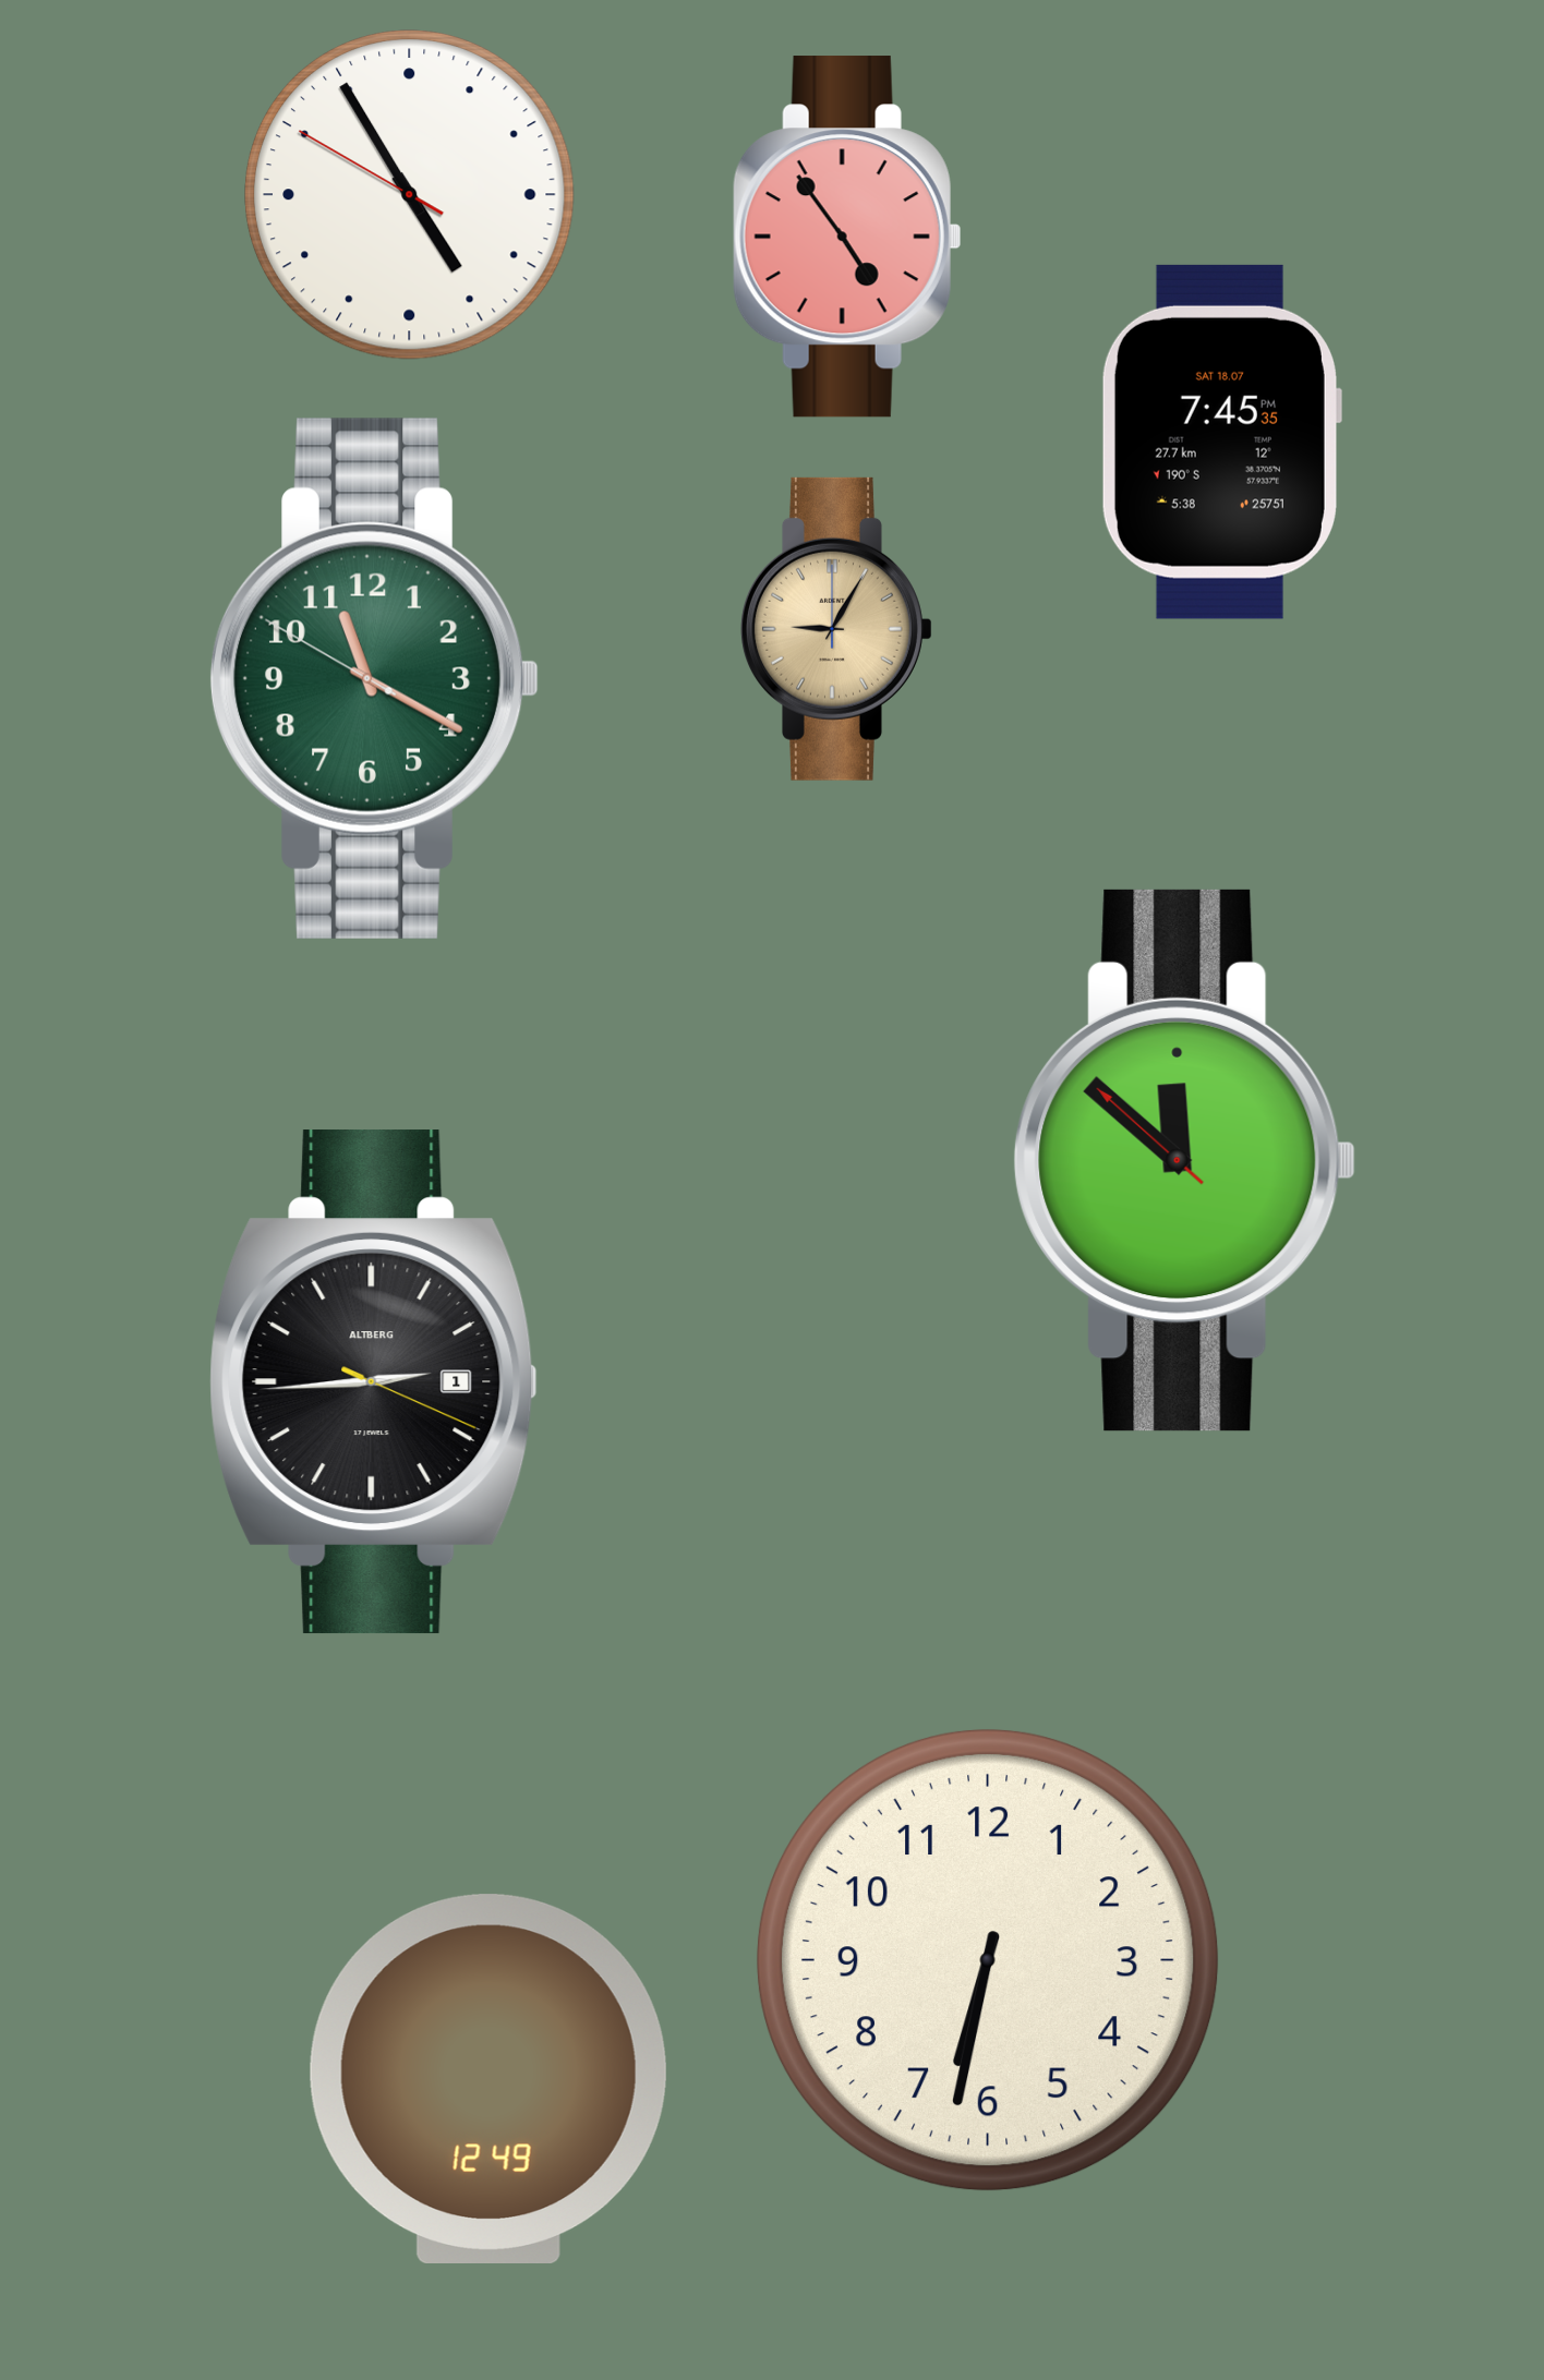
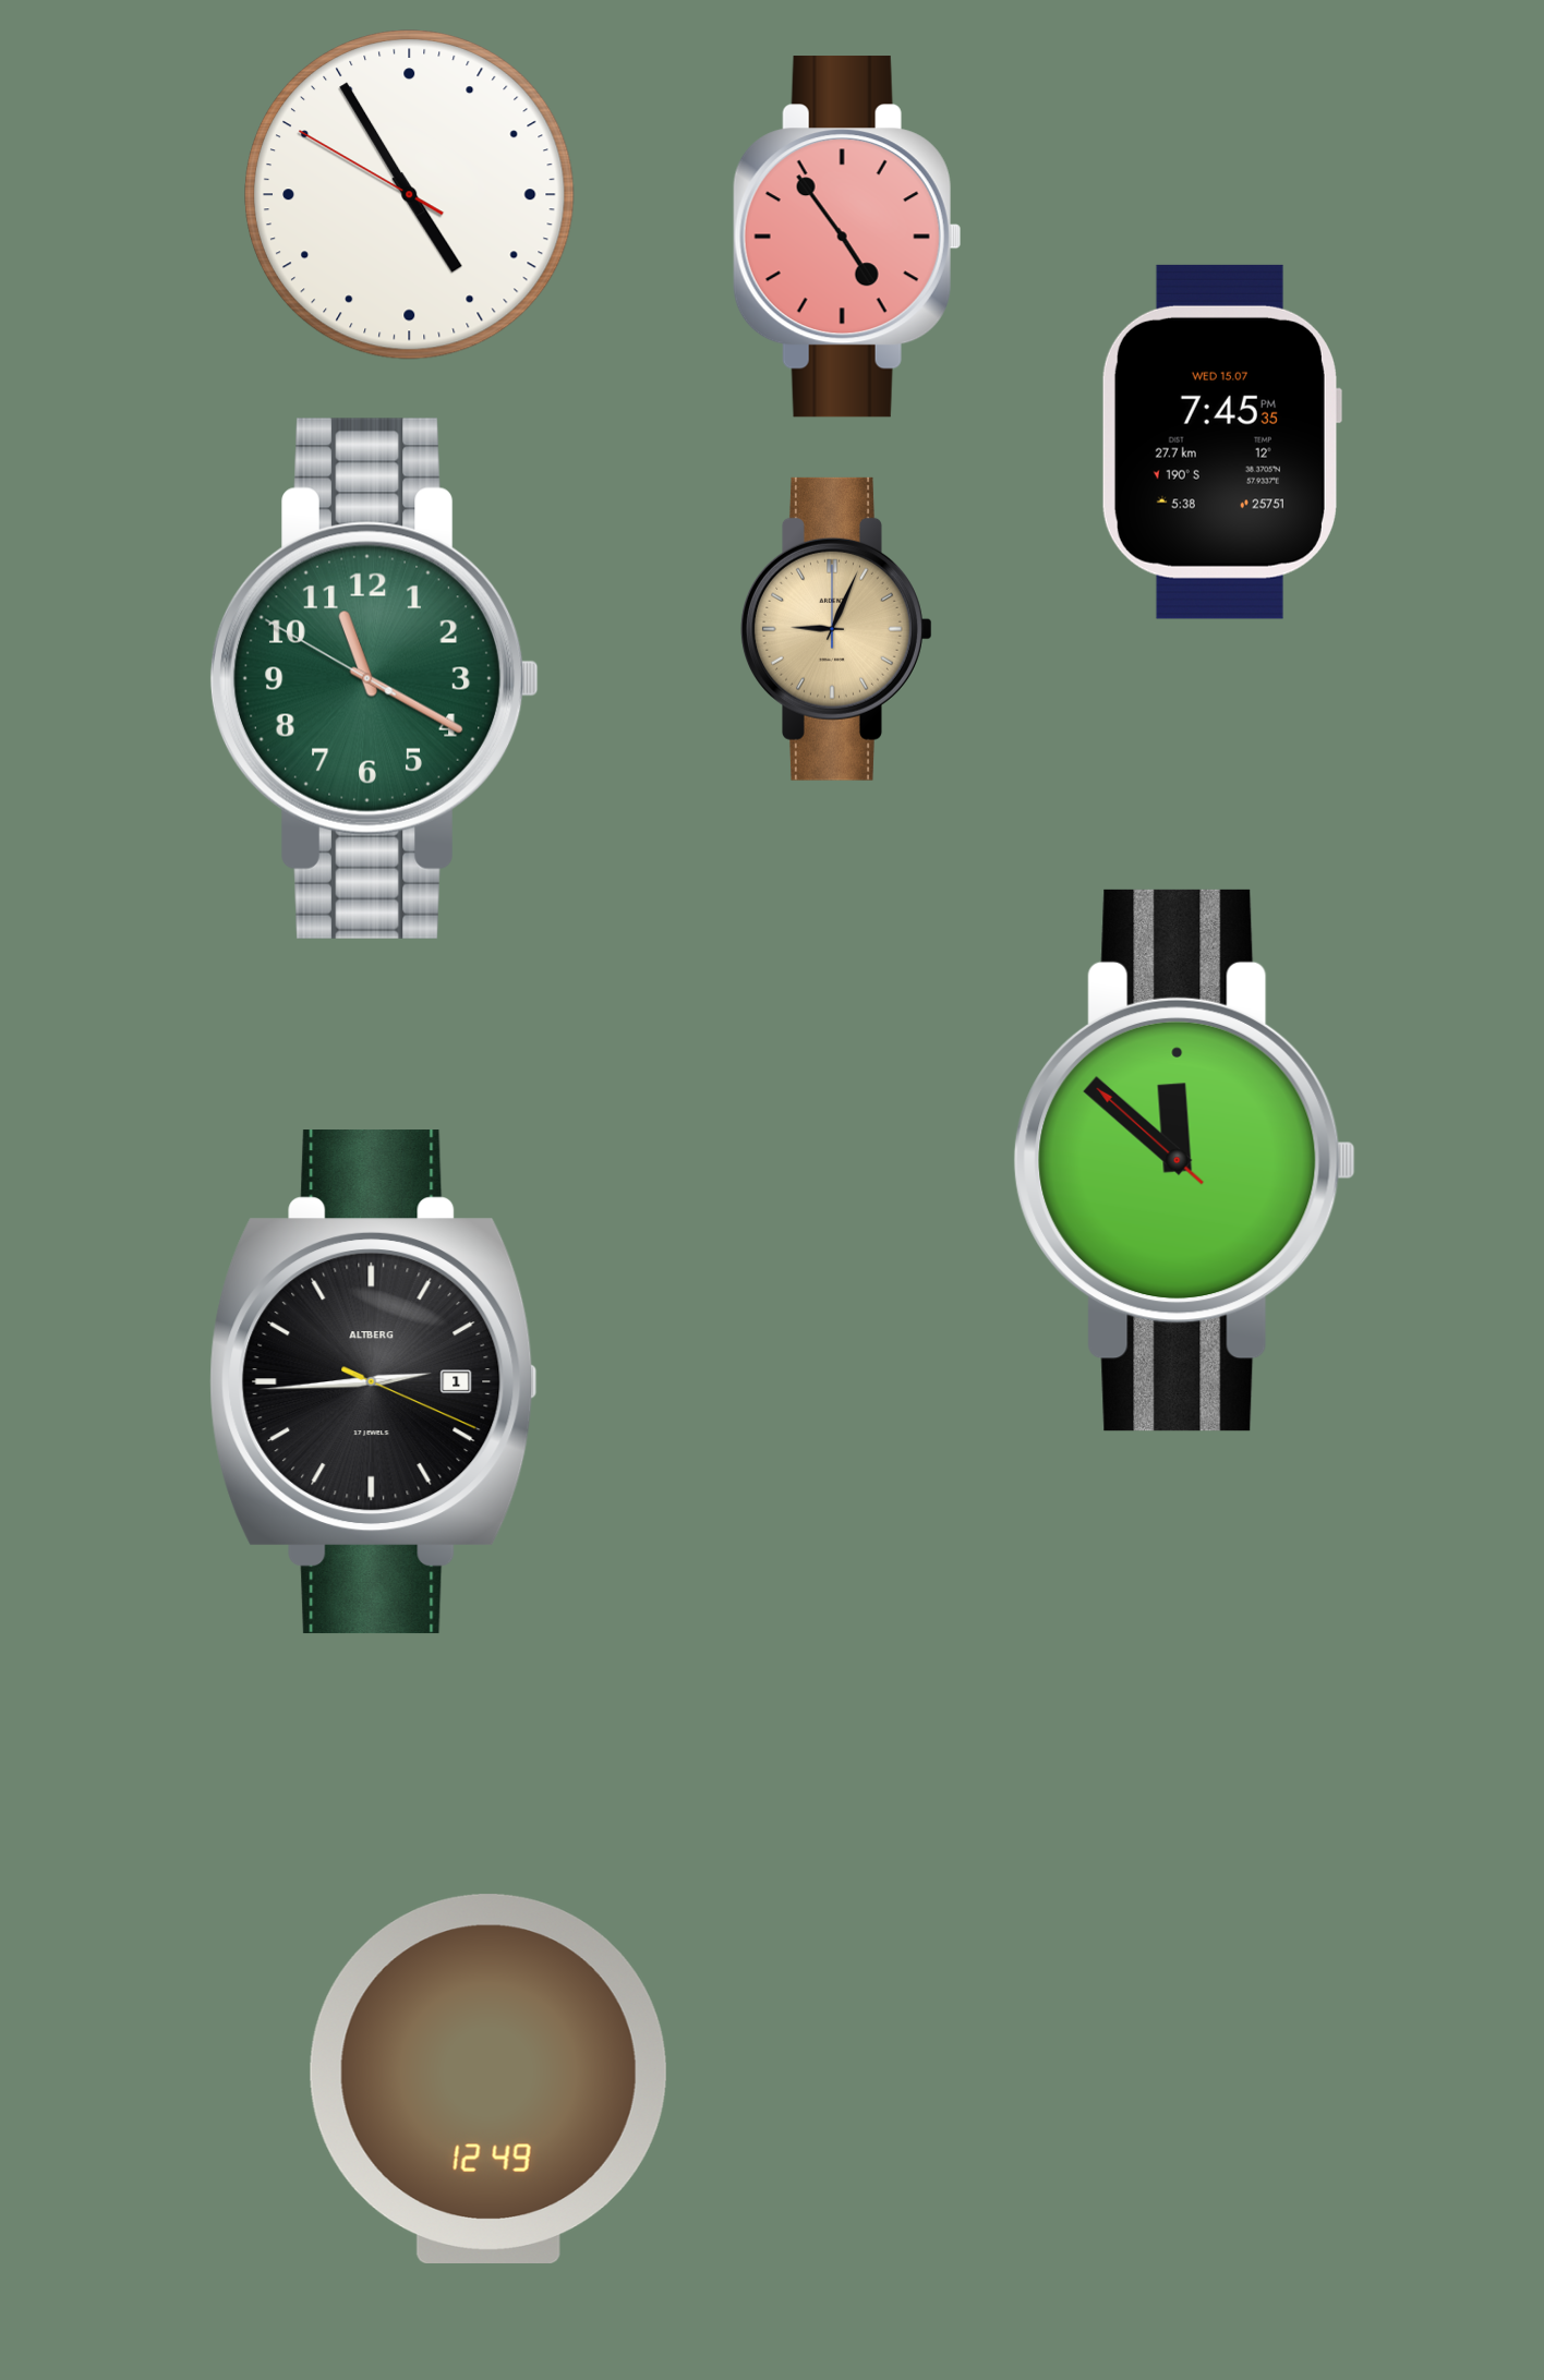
clock at (1221, 442) date: SAT 18.07 -> WED 15.07
clock at (837, 629): 9:05 -> 9:04
clock at (988, 1960): 6:32 -> none
